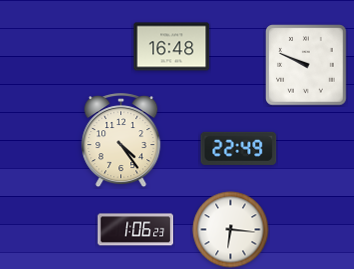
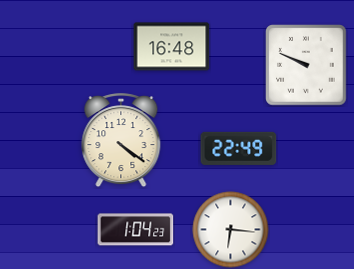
clock at (121, 141): 4:24 -> 4:21
clock at (136, 230): 1:06 -> 1:04
